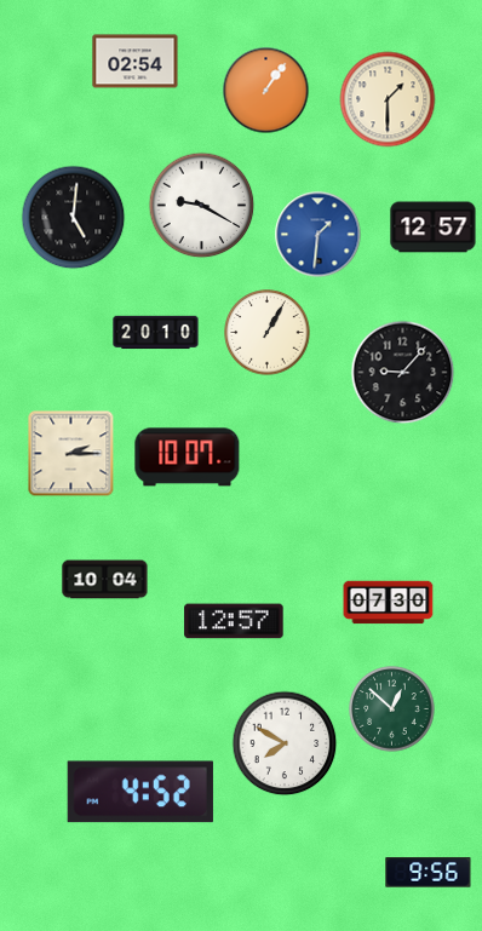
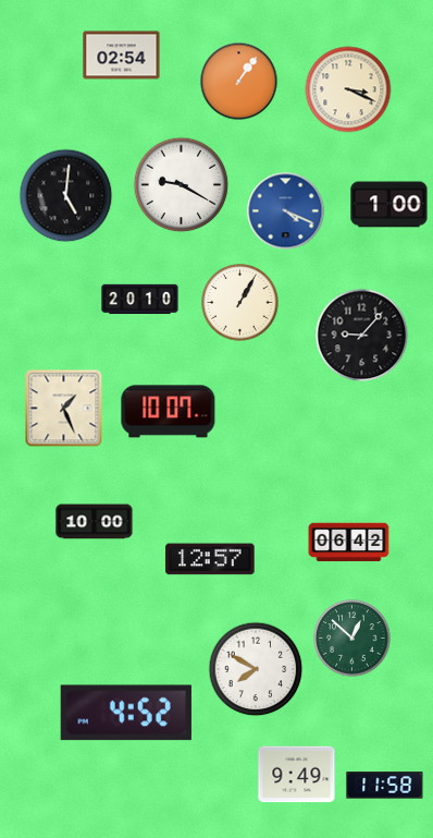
clock at (388, 99): 1:30 -> 3:19
clock at (434, 228): 12:57 -> 1:00
clock at (319, 235): 1:31 -> 4:19
clock at (268, 333) position: (268, 333) -> (240, 303)
clock at (71, 454): 2:15 -> 1:26
clock at (105, 580): 10:04 -> 10:00
clock at (389, 603): 07:30 -> 06:42
clock at (297, 775): none -> 9:49
clock at (429, 873): 9:56 -> 11:58
